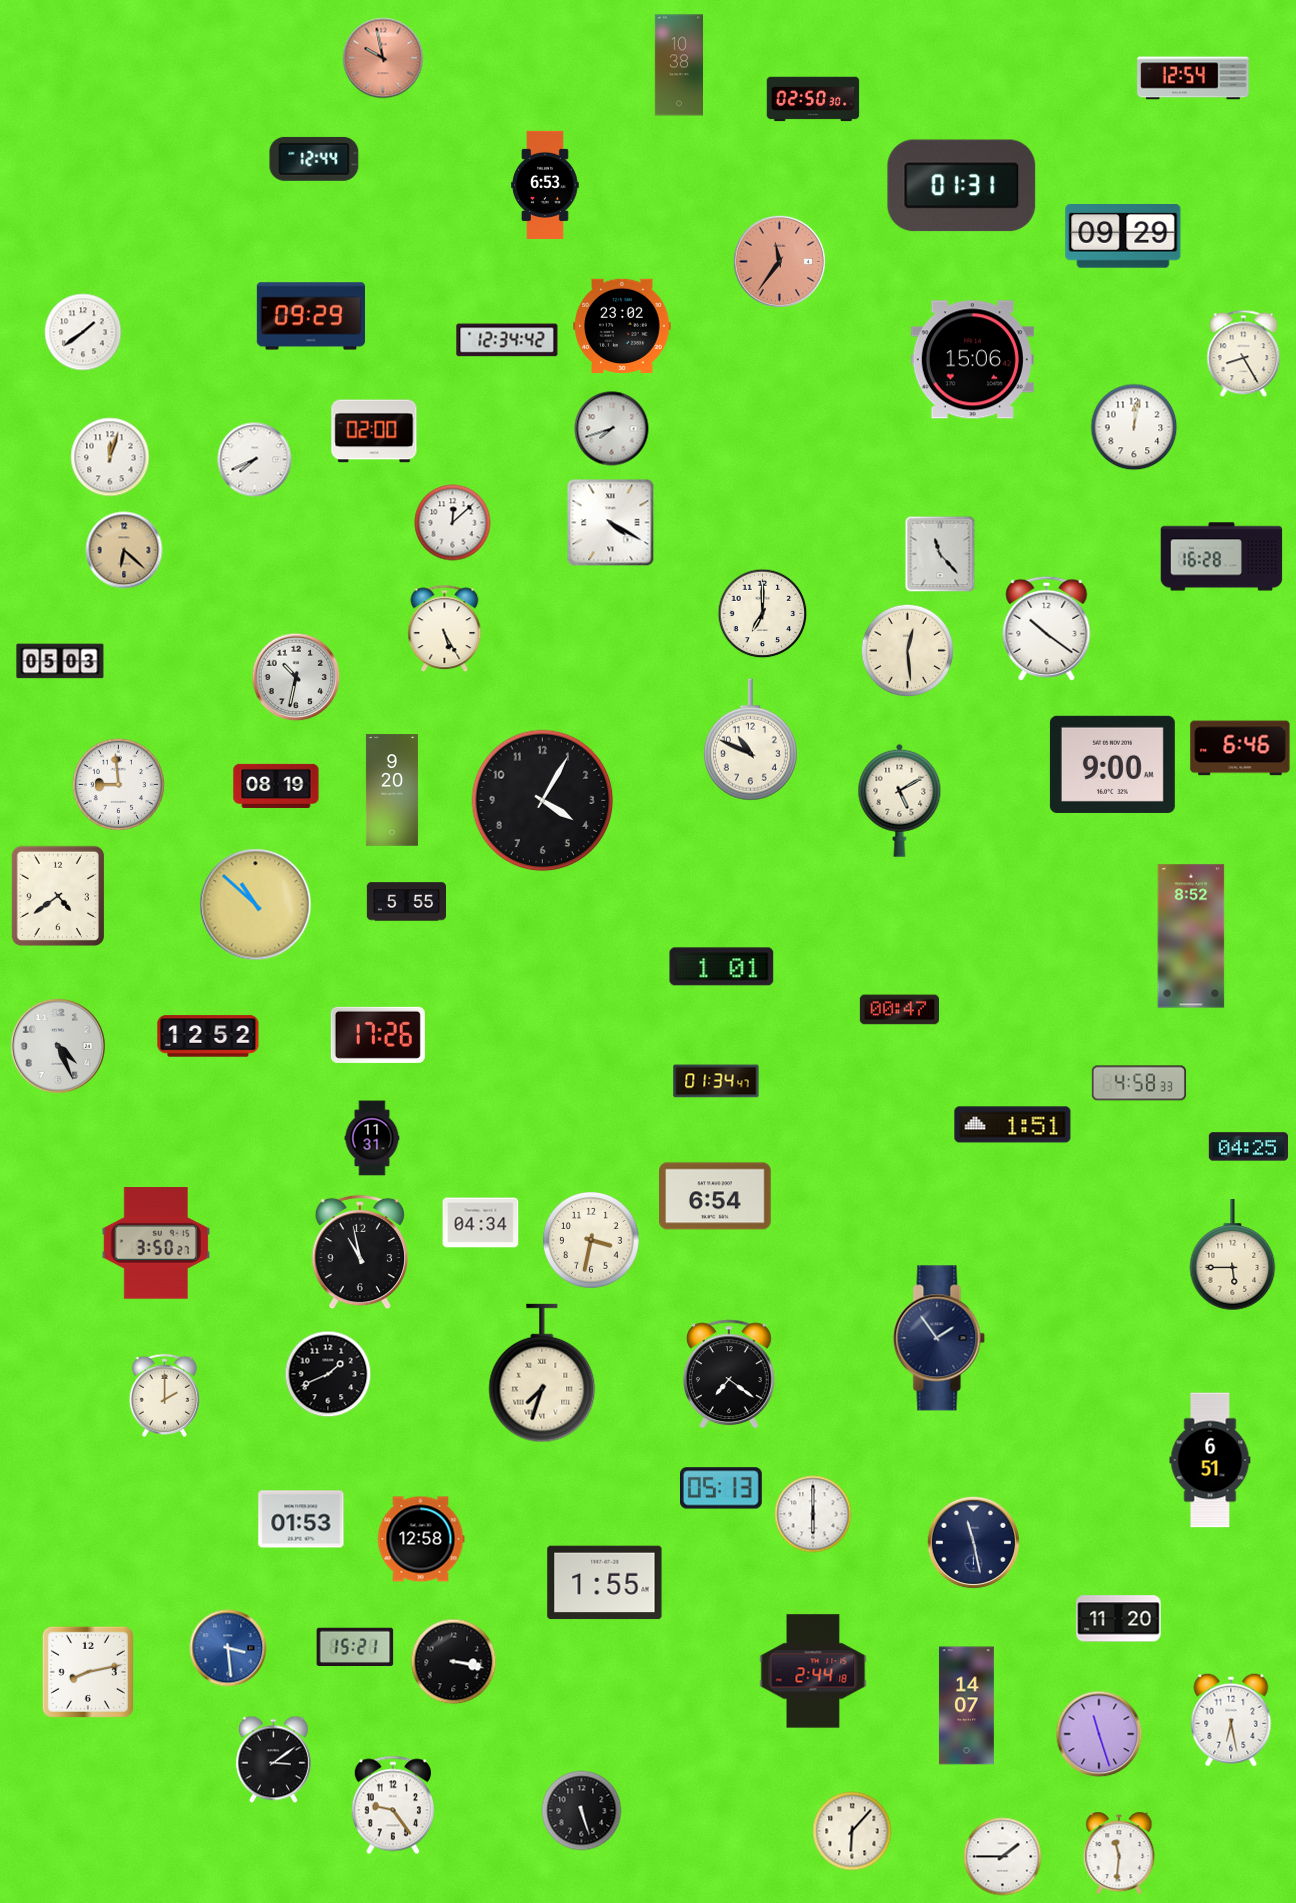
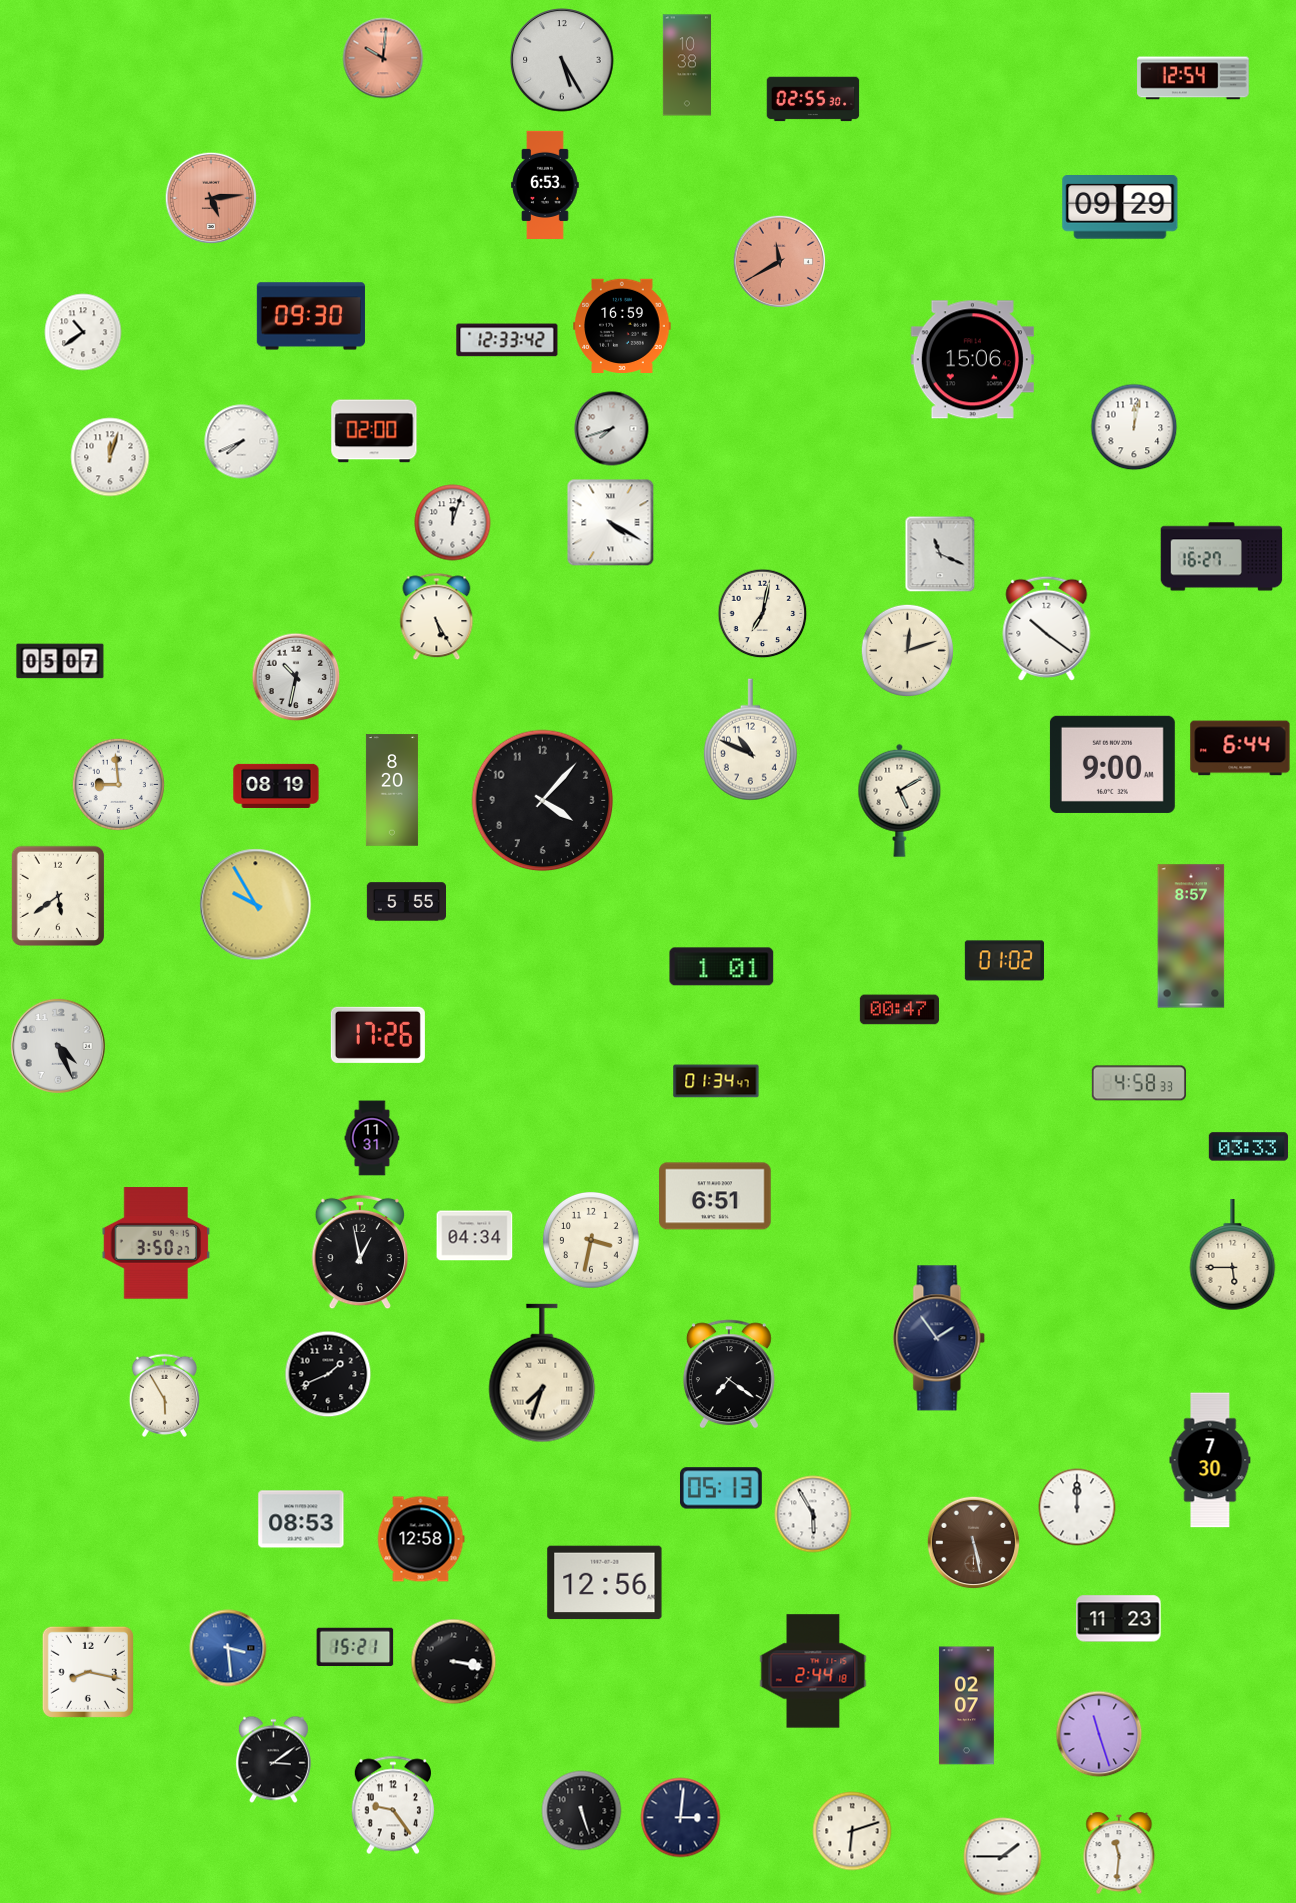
clock at (383, 58): 9:58 -> 10:01
clock at (562, 60): none -> 5:25
clock at (678, 65) position: (678, 65) -> (686, 65)
clock at (813, 99): 02:50 -> 02:55
clock at (314, 159): 12:44 -> none
clock at (962, 186): 01:31 -> none
clock at (211, 198): none -> 5:14
clock at (1123, 236) position: (1123, 236) -> (1120, 207)
clock at (779, 261): 11:36 -> 11:40
clock at (311, 316): 09:29 -> 09:30
clock at (622, 325): 23:02 -> 16:59
clock at (83, 332): 1:39 -> 10:39
clock at (507, 340): 12:34 -> 12:33
clock at (1244, 354): 8:25 -> none
clock at (255, 460) position: (255, 460) -> (242, 442)
clock at (453, 523): 12:08 -> 12:03
clock at (124, 550): 6:22 -> none
clock at (940, 554): 11:23 -> 11:19
clock at (1222, 557): 16:28 -> 16:27
clock at (763, 614): 7:00 -> 7:02
clock at (445, 629) position: (445, 629) -> (437, 617)
clock at (907, 650): 12:29 -> 12:12
clock at (60, 661): 05:03 -> 05:07
clock at (1240, 748): 6:46 -> 6:44
clock at (392, 790): 9:20 -> 8:20
clock at (543, 801): 4:05 -> 4:07
clock at (57, 895): 4:39 -> 5:39
clock at (256, 905): 10:52 -> 9:55
clock at (1191, 936): 8:52 -> 8:57
clock at (1004, 961): none -> 01:02
clock at (208, 1036): 12:52 -> none
clock at (1013, 1125): 1:51 -> none
clock at (1248, 1147): 04:25 -> 03:33
clock at (715, 1196): 6:54 -> 6:51
clock at (481, 1223) position: (481, 1223) -> (475, 1236)
clock at (360, 1252): 10:58 -> 12:58
clock at (164, 1395): 2:00 -> 5:55
clock at (1210, 1460): 6:51 -> 7:30
clock at (1077, 1507): none -> 12:00
clock at (813, 1514): 6:00 -> 5:55
clock at (301, 1519): 01:53 -> 08:53
clock at (973, 1542): 11:28 -> 5:28
clock at (973, 1542) dial: navy -> brown
clock at (605, 1583): 1:55 -> 12:56
clock at (1119, 1619): 11:20 -> 11:23
clock at (88, 1672): 8:13 -> 8:17
clock at (966, 1706): 14:07 -> 02:07
clock at (1231, 1720): 6:28 -> none
clock at (681, 1818): none -> 3:01
clock at (852, 1831): 6:07 -> 6:12
